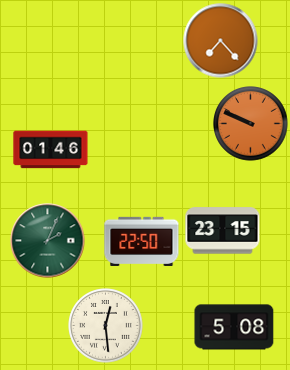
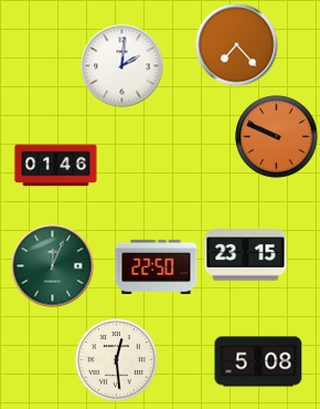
clock at (221, 41) position: (221, 41) -> (237, 45)
clock at (122, 66): none -> 2:01
clock at (48, 241): 2:04 -> 12:04
